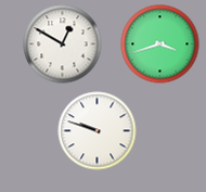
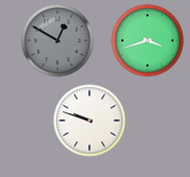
clock at (63, 44) dial: white -> grey
